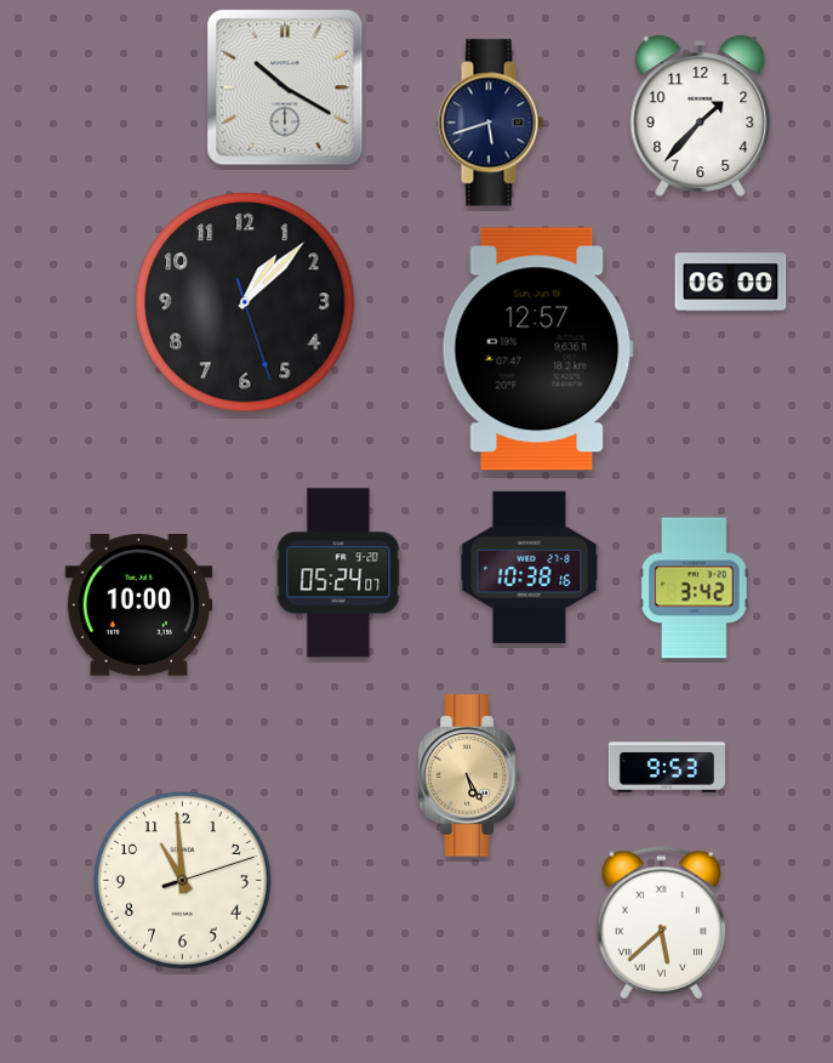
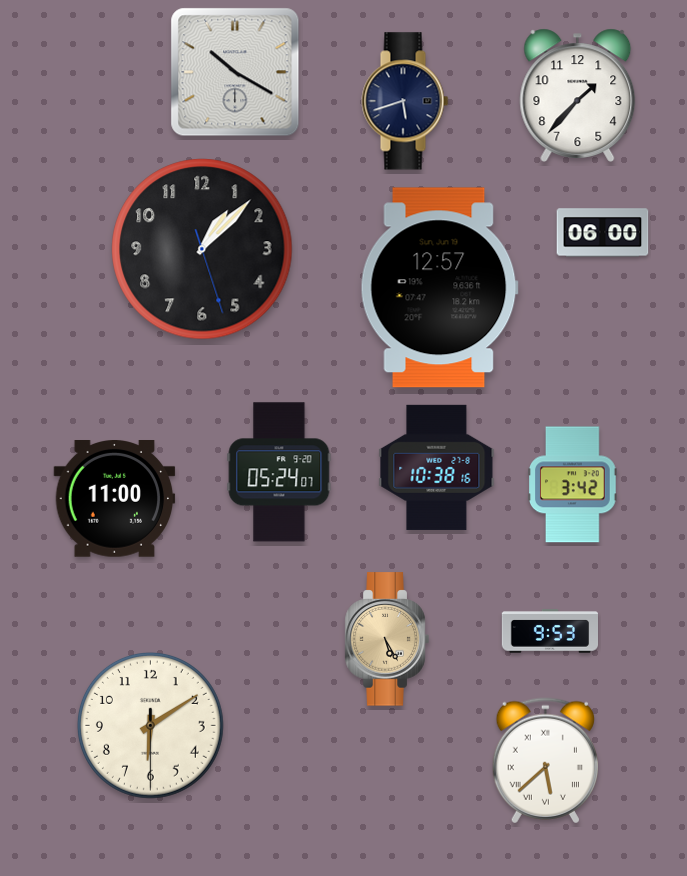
clock at (537, 349) position: (537, 349) -> (439, 288)
clock at (139, 606): 10:00 -> 11:00
clock at (182, 880): 10:59 -> 6:09
